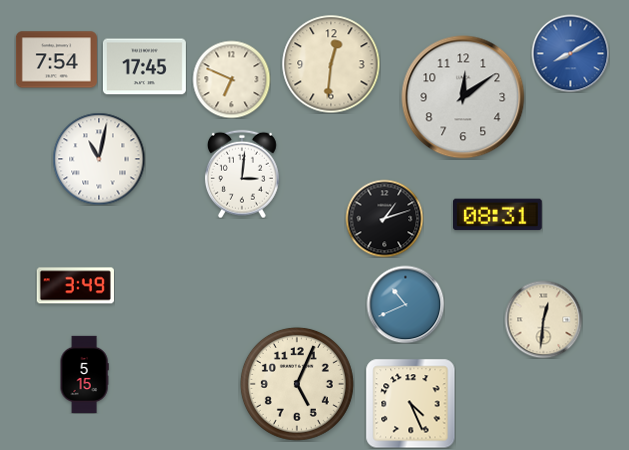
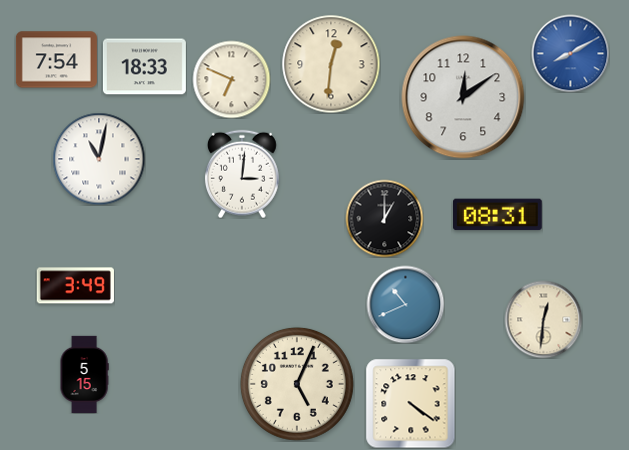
clock at (144, 67): 17:45 -> 18:33
clock at (384, 218): 1:12 -> 1:00
clock at (410, 403): 4:26 -> 4:21
